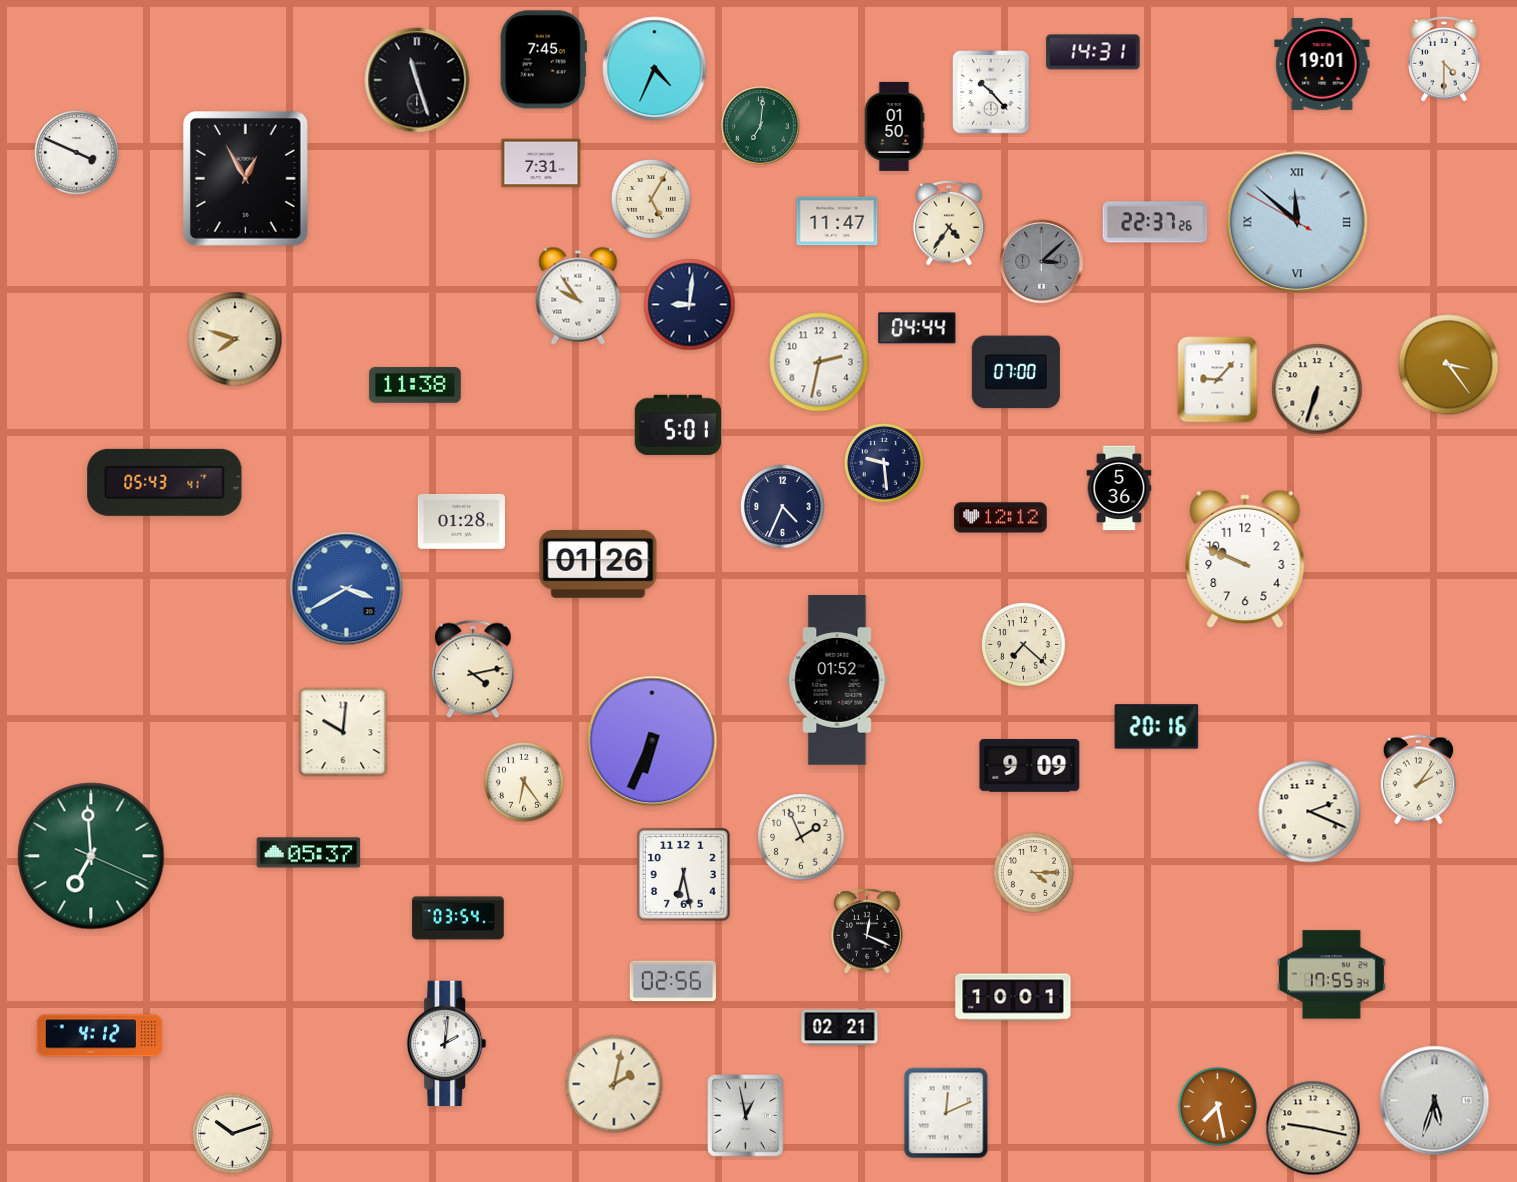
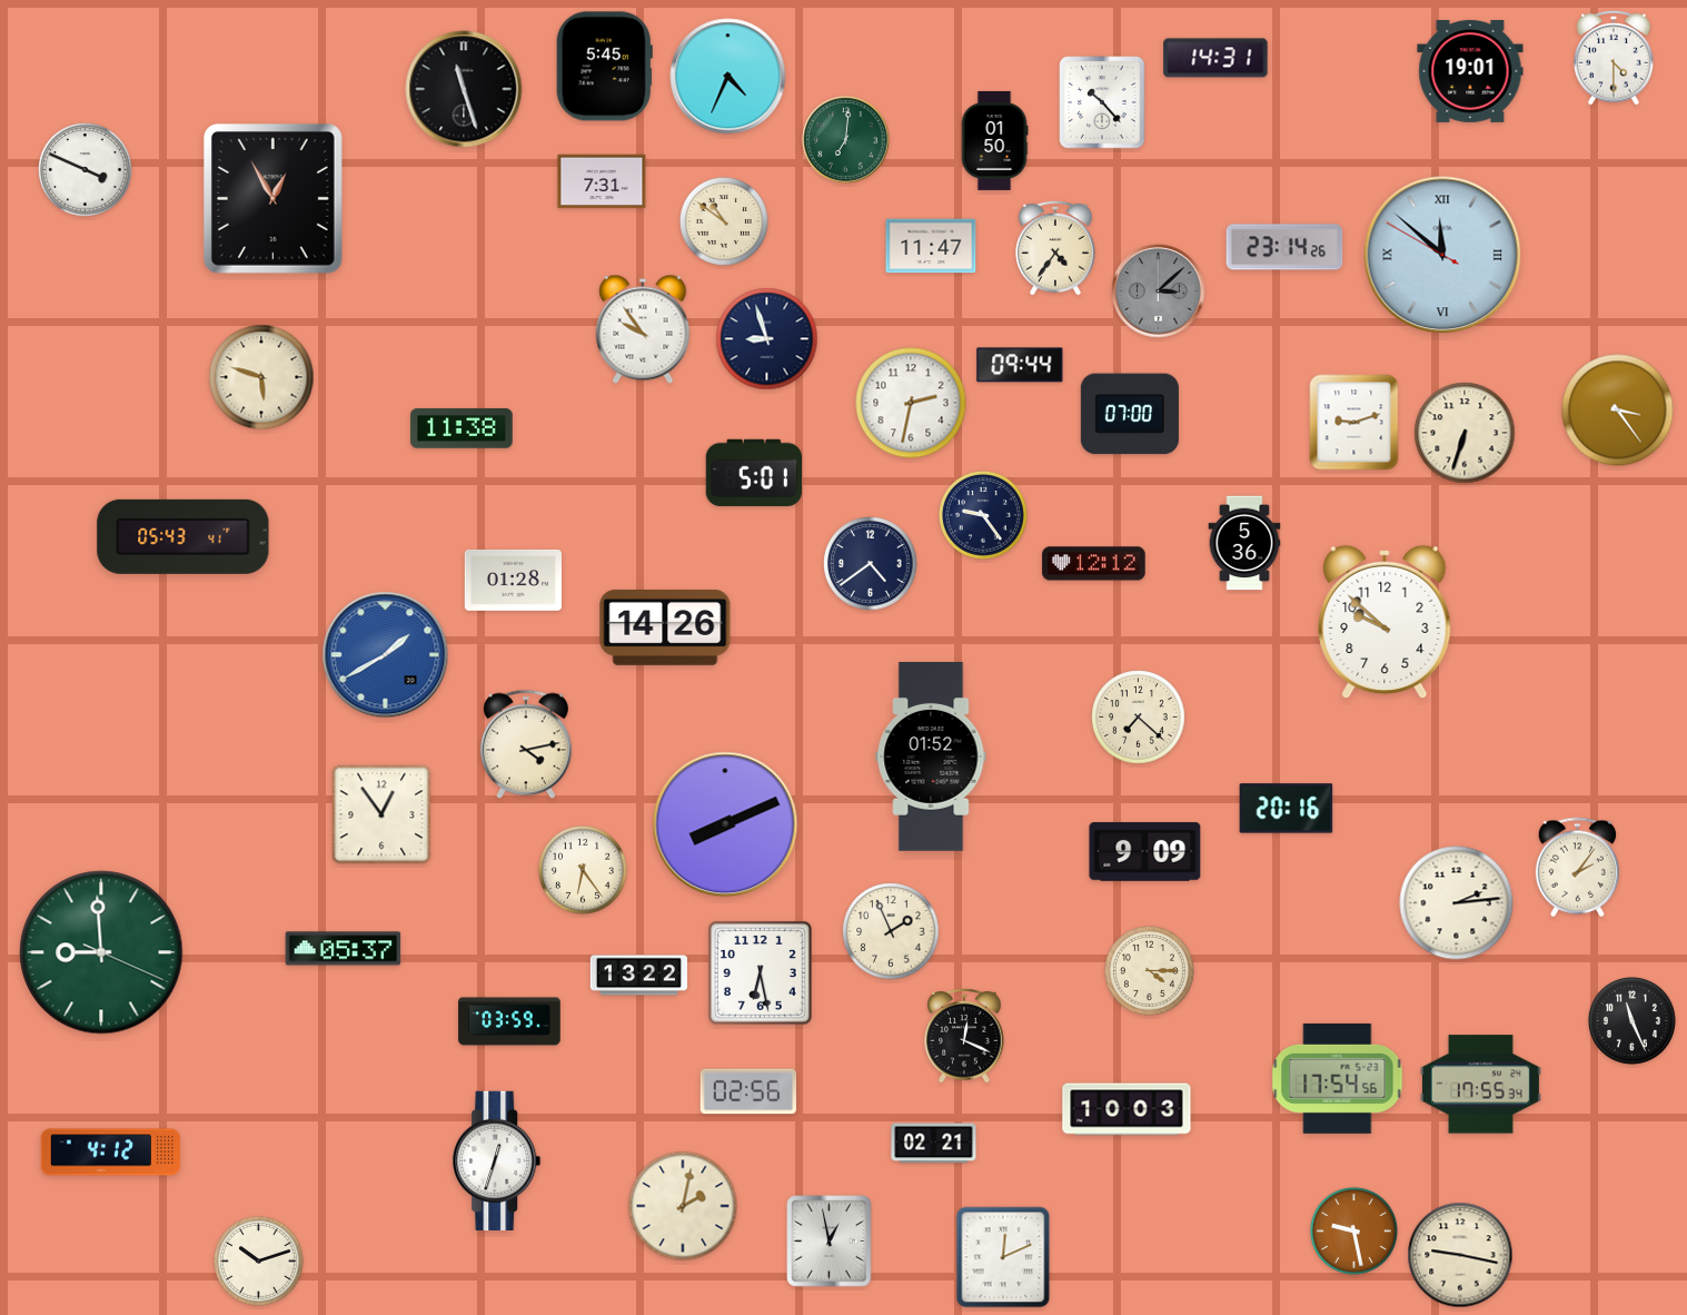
clock at (1444, 59) position: (1444, 59) -> (1614, 58)
clock at (543, 60): 7:45 -> 5:45
clock at (651, 199): 5:05 -> 10:51
clock at (1155, 222): 22:37 -> 23:14
clock at (1297, 222) position: (1297, 222) -> (1442, 255)
clock at (690, 305): 9:01 -> 8:57
clock at (917, 328): 04:44 -> 09:44
clock at (235, 339): 7:48 -> 5:48
clock at (1449, 365) position: (1449, 365) -> (1618, 411)
clock at (1218, 380): 9:07 -> 9:12
clock at (884, 463): 9:29 -> 9:24
clock at (783, 507): 4:34 -> 4:39
clock at (1001, 518) position: (1001, 518) -> (1094, 564)
clock at (1245, 559): 9:49 -> 9:52
clock at (598, 564): 01:26 -> 14:26
clock at (347, 589): 3:40 -> 1:40
clock at (343, 732): 10:01 -> 12:54
clock at (652, 741): 6:34 -> 8:11
clock at (1310, 812): 2:19 -> 2:14
clock at (91, 856): 6:59 -> 8:59
clock at (638, 976): none -> 13:22
clock at (1631, 1020): none -> 11:26
clock at (458, 918): 03:54 -> 03:59
clock at (1338, 1078): none -> 17:54
clock at (1013, 997): 10:01 -> 10:03
clock at (447, 1043): 2:01 -> 12:33
clock at (1435, 1101): 5:33 -> none
clock at (1217, 1106): 7:28 -> 9:28
clock at (946, 1113) position: (946, 1113) -> (1003, 1257)
